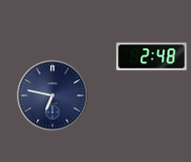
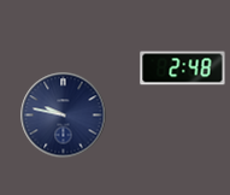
clock at (53, 96): 6:47 -> 9:47
